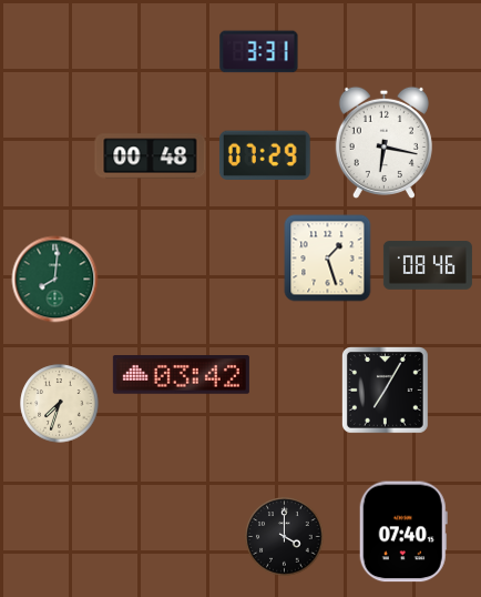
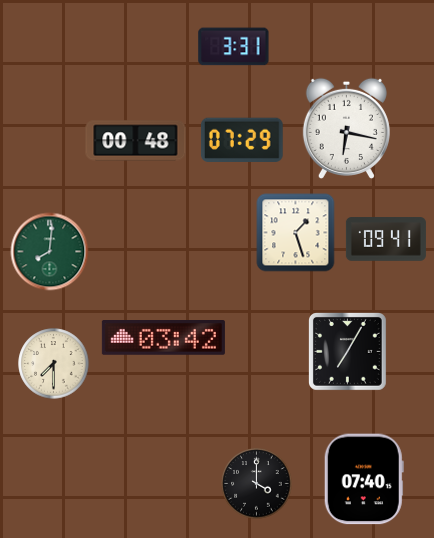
clock at (265, 155) position: (265, 155) -> (242, 140)
clock at (428, 265): 08:46 -> 09:41
clock at (60, 404): 7:33 -> 7:30
